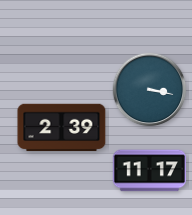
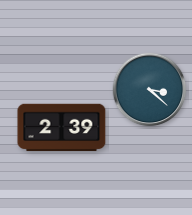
clock at (150, 90): 3:17 -> 3:22
clock at (149, 171): 11:17 -> none
